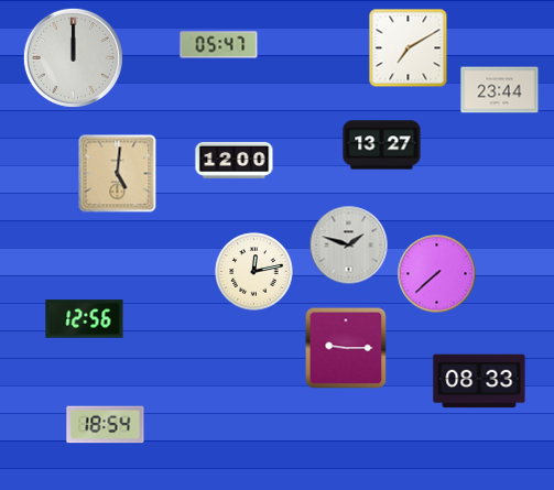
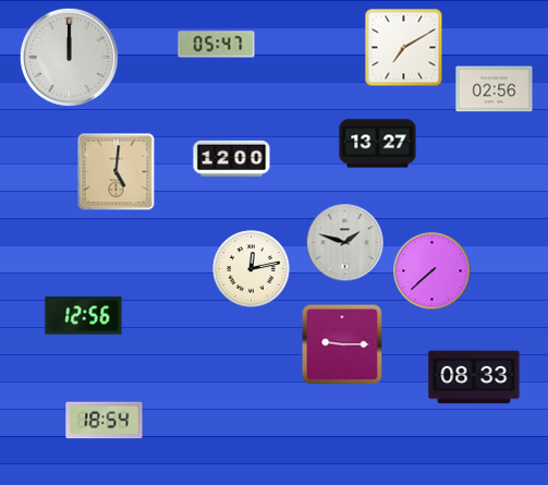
clock at (73, 57) position: (73, 57) -> (69, 57)
clock at (500, 90): 23:44 -> 02:56
